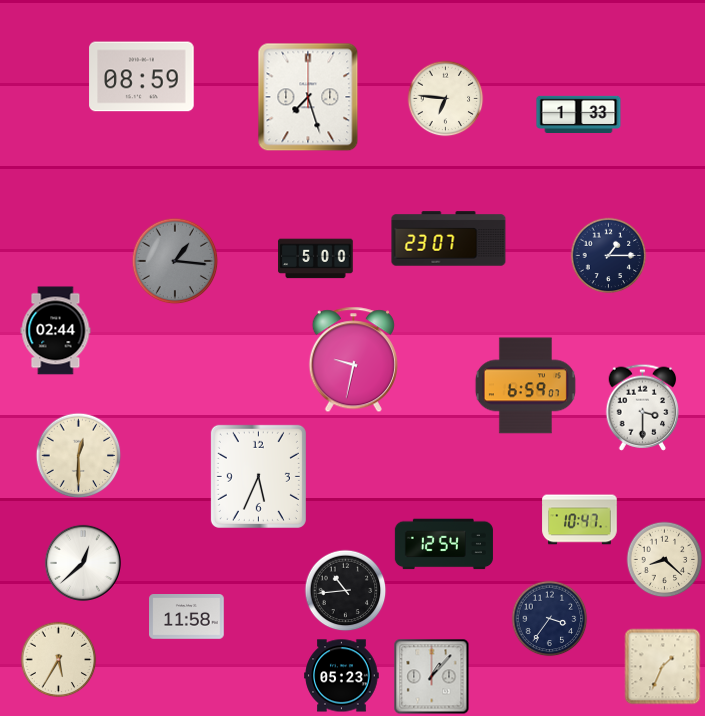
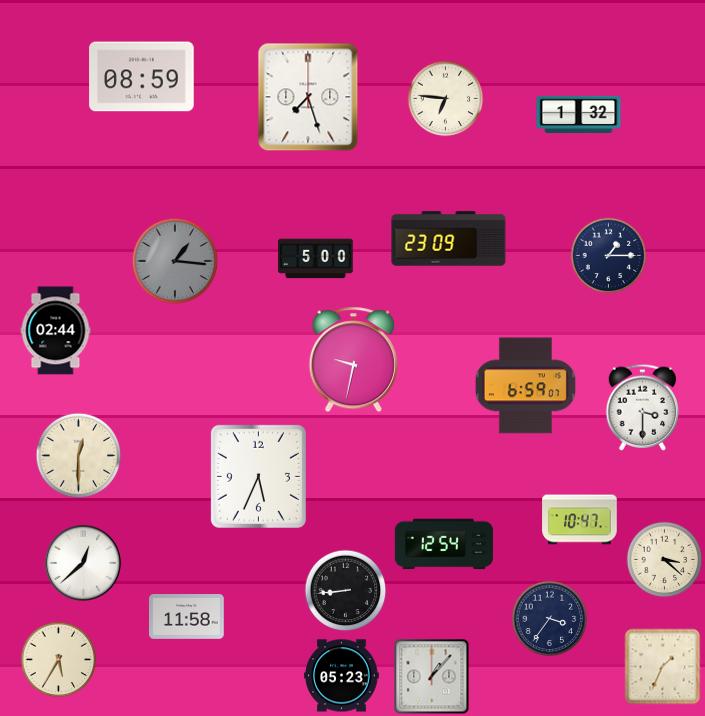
clock at (579, 114): 1:33 -> 1:32
clock at (449, 239): 23:07 -> 23:09
clock at (665, 560): 8:22 -> 3:22
clock at (346, 591): 10:44 -> 8:44
